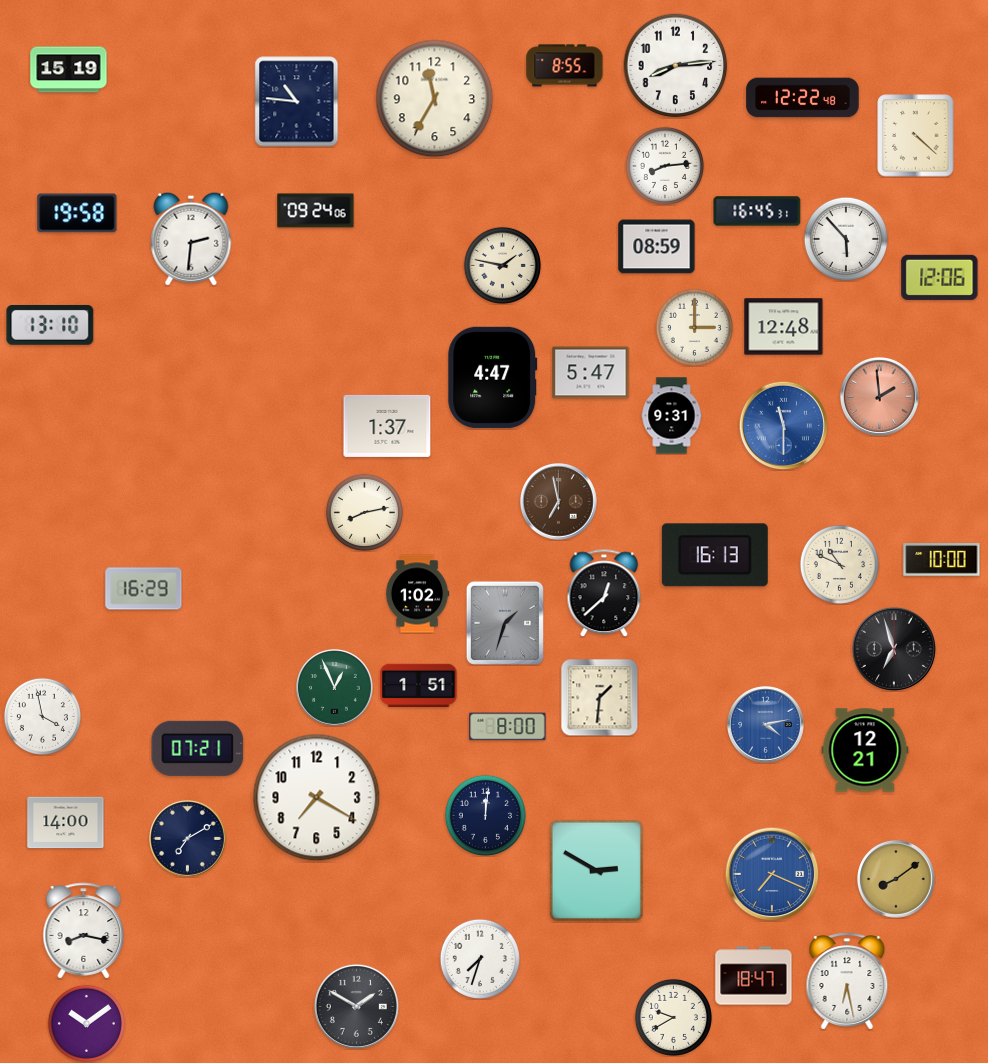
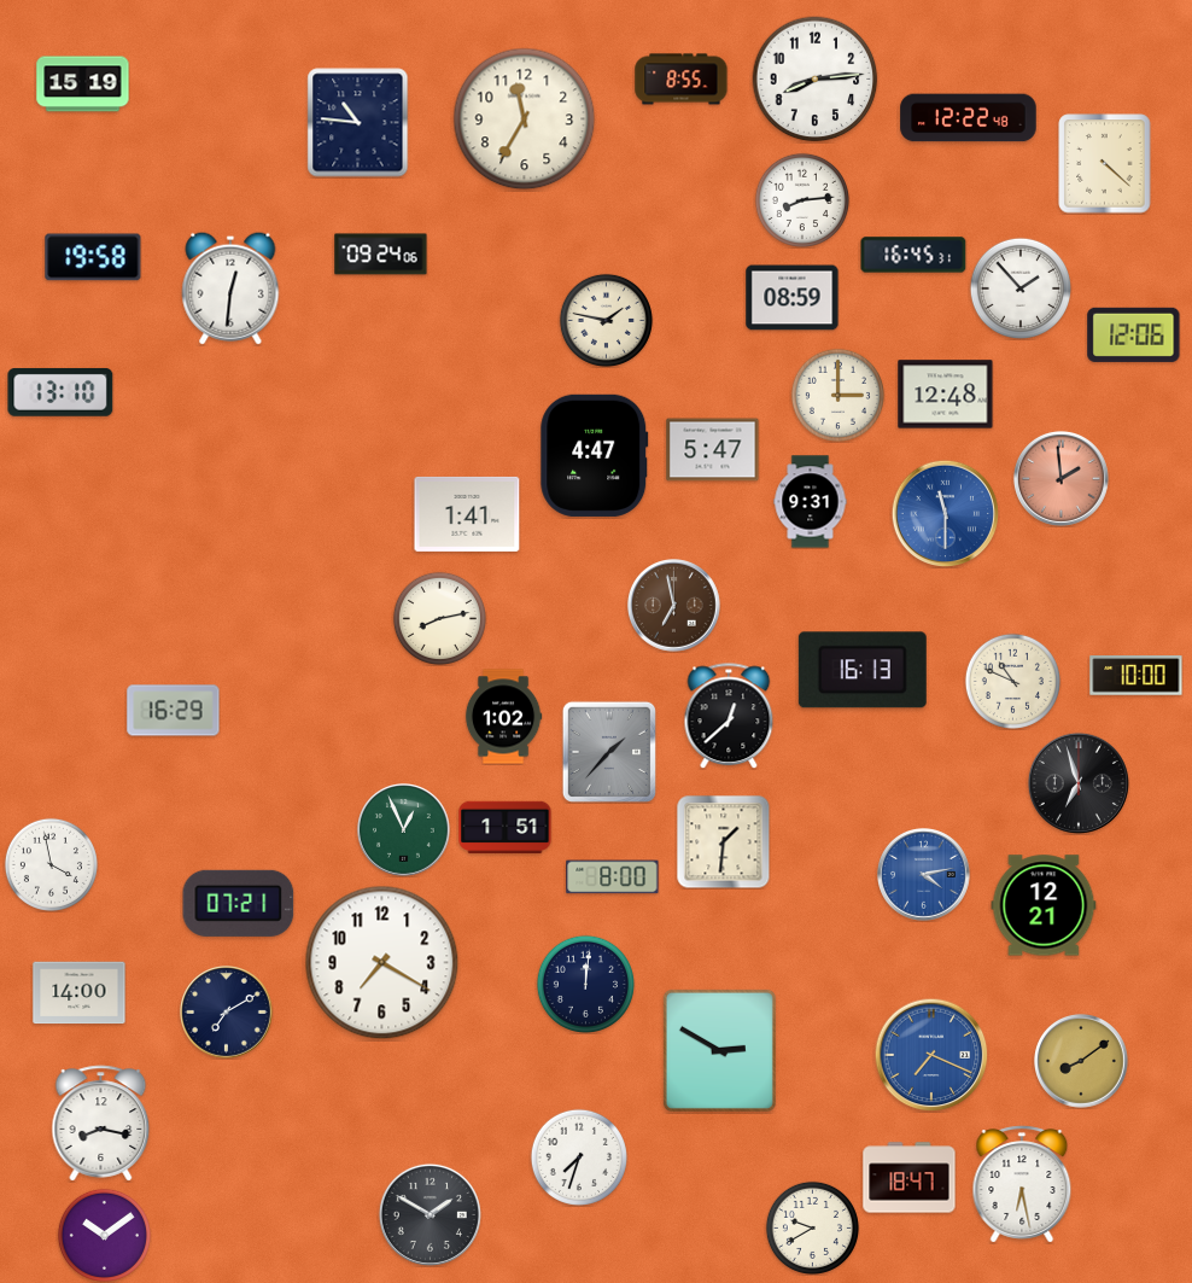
clock at (845, 238): 5:53 -> 1:53
clock at (191, 239): 2:31 -> 12:31
clock at (387, 426): 1:37 -> 1:41
clock at (505, 623): 1:33 -> 1:37
